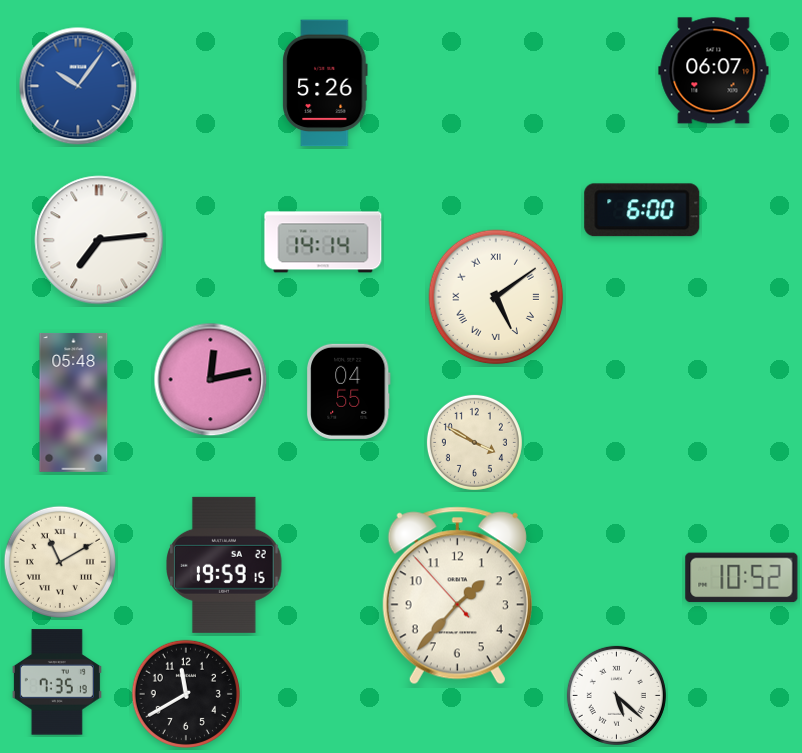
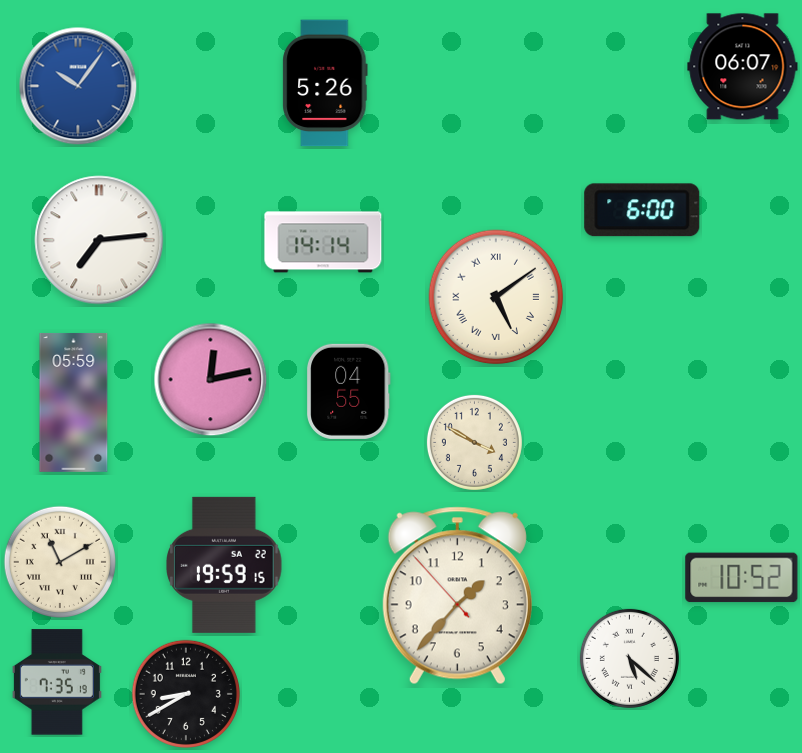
clock at (714, 71) position: (714, 71) -> (743, 67)
clock at (74, 402): 05:48 -> 05:59
clock at (186, 694): 11:40 -> 8:40
clock at (616, 695) position: (616, 695) -> (629, 658)
